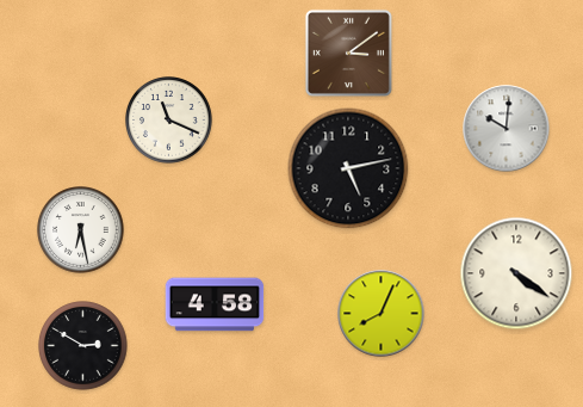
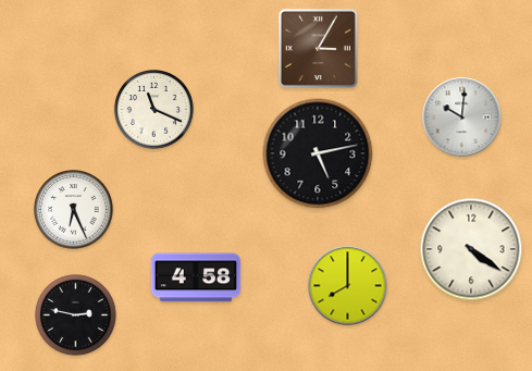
clock at (348, 53): 3:09 -> 3:05
clock at (81, 230): 6:28 -> 6:26
clock at (382, 314): 8:04 -> 8:00
clock at (83, 346): 2:50 -> 2:47
